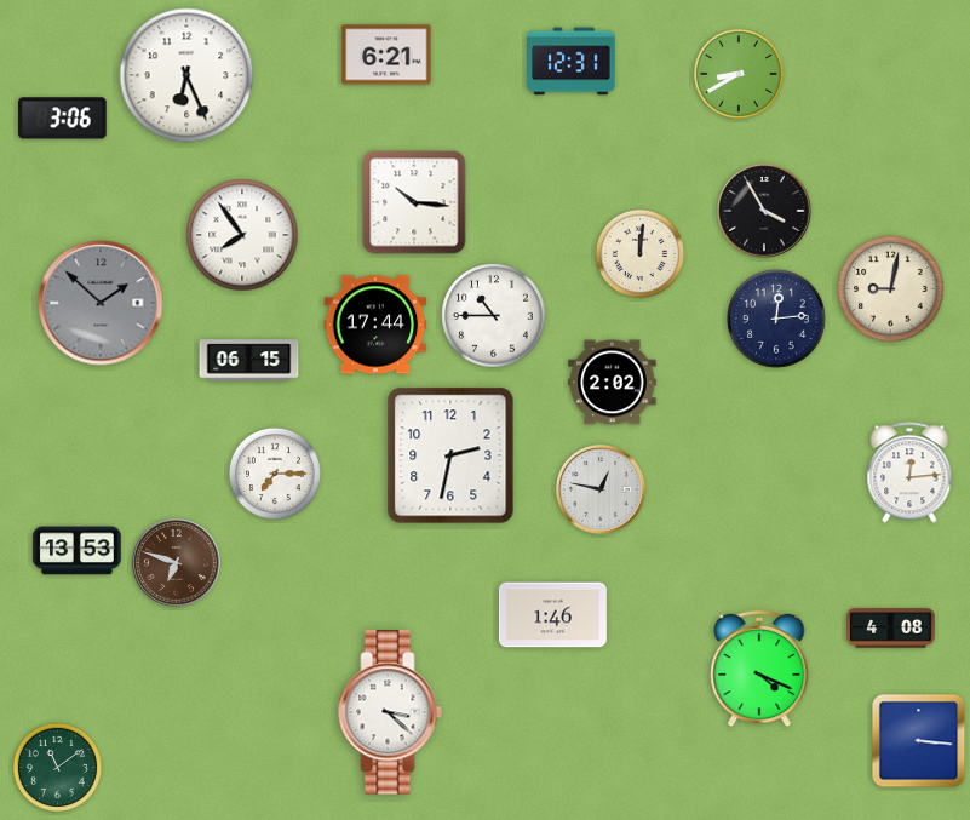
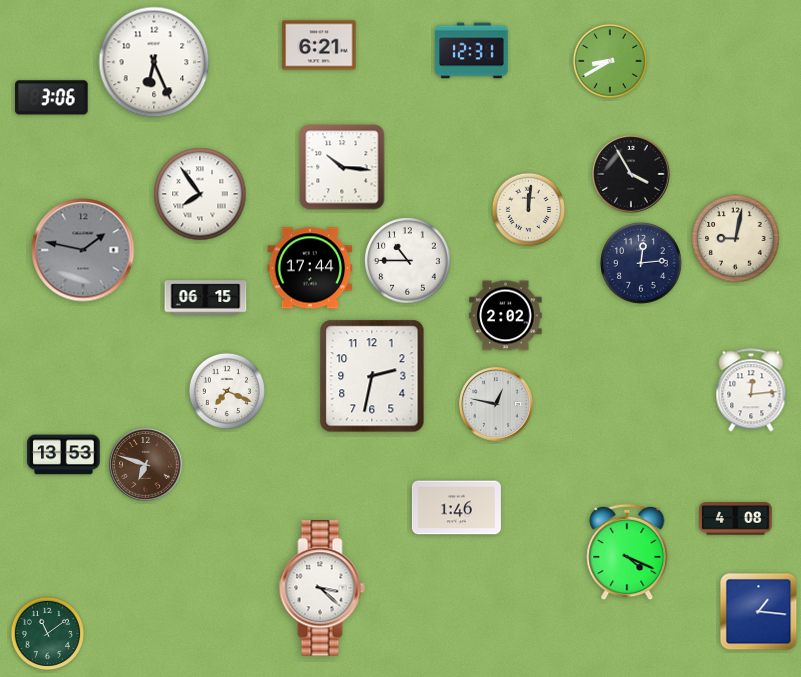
clock at (101, 303): 1:52 -> 1:47
clock at (275, 474): 7:15 -> 7:19
clock at (919, 741): 3:16 -> 1:16
